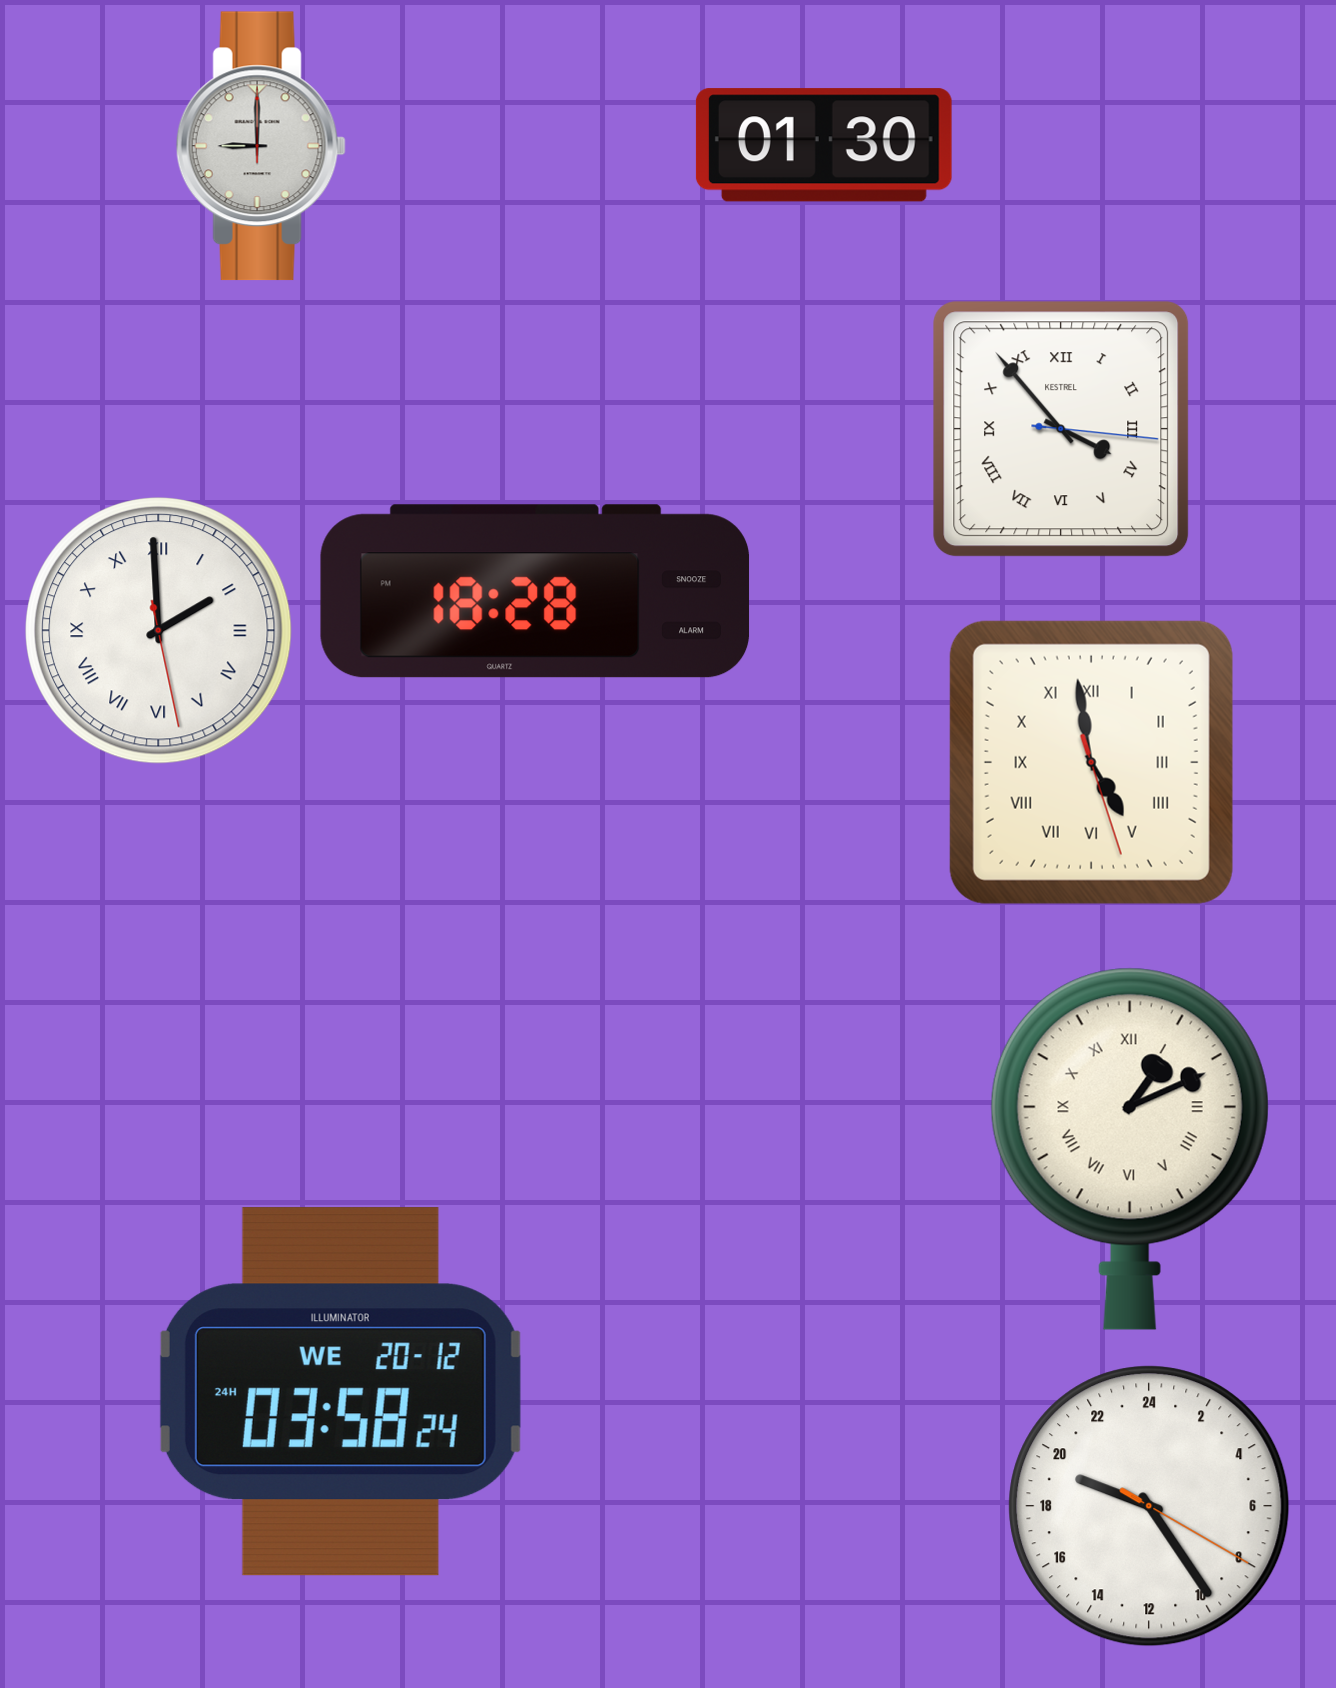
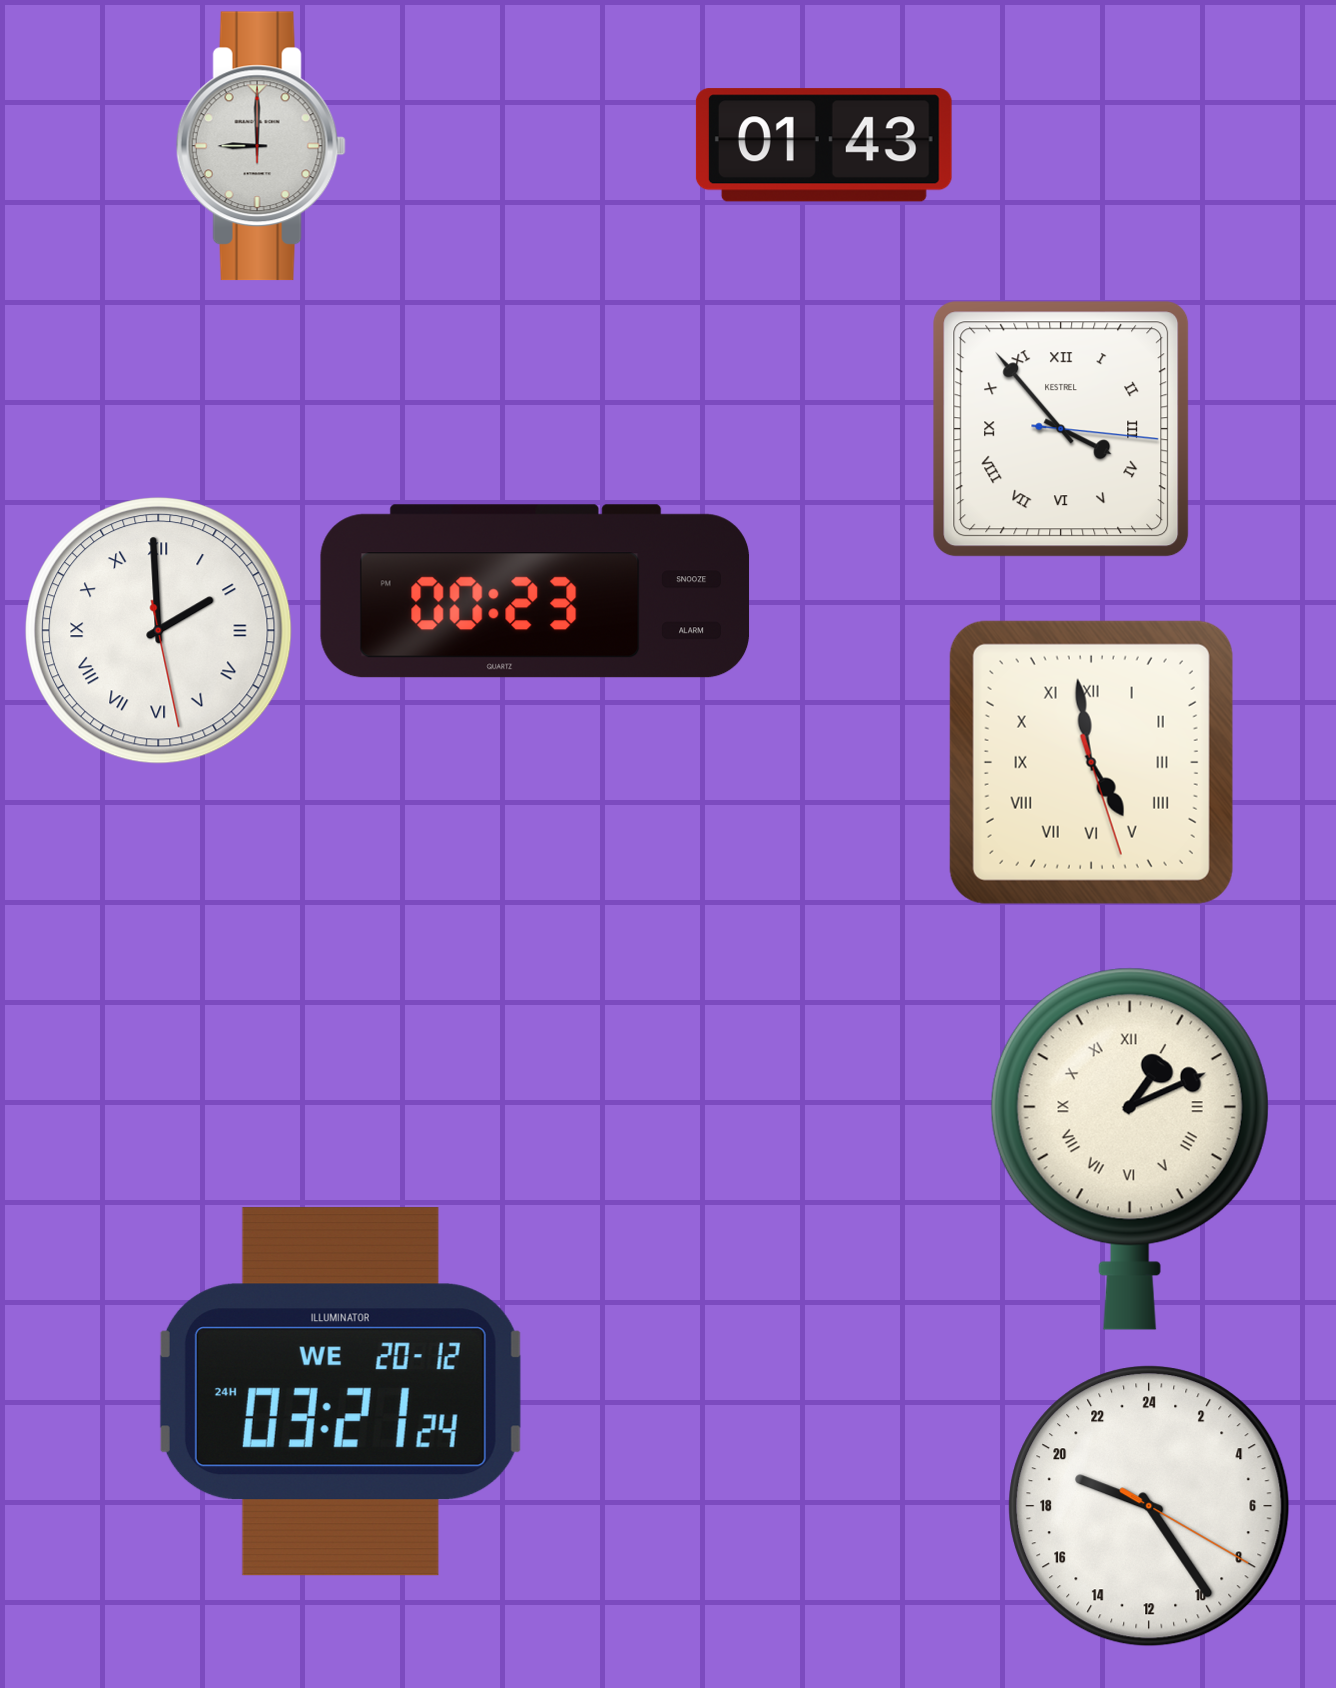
clock at (824, 145): 01:30 -> 01:43
clock at (535, 591): 18:28 -> 00:23
clock at (340, 1392): 03:58 -> 03:21
